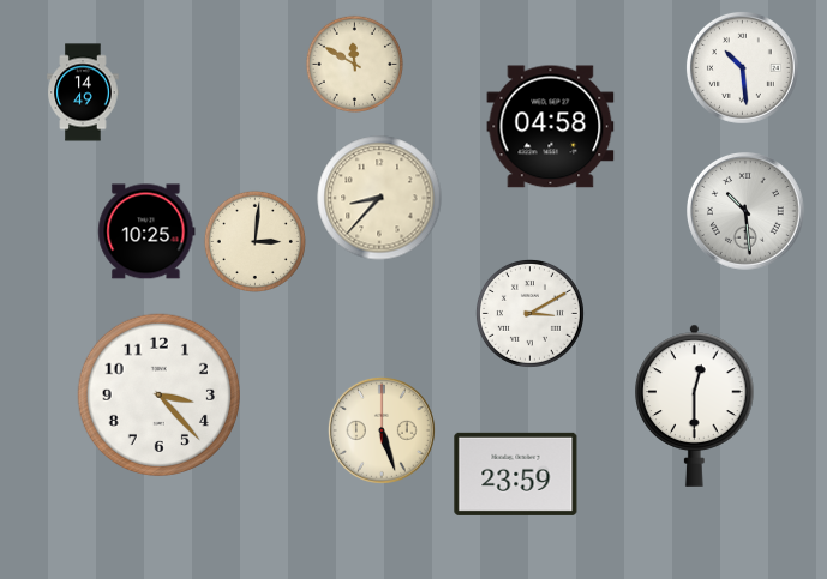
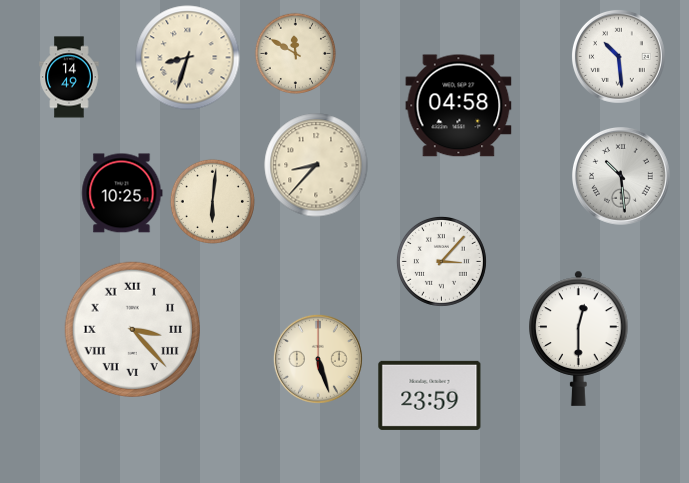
clock at (188, 58): none -> 8:33
clock at (254, 241): 3:01 -> 6:01
clock at (529, 313): 3:10 -> 3:07
clock at (158, 394) numerals: Arabic -> Roman
